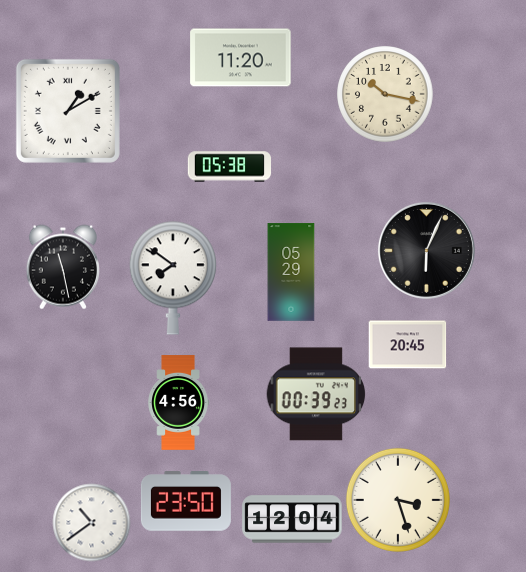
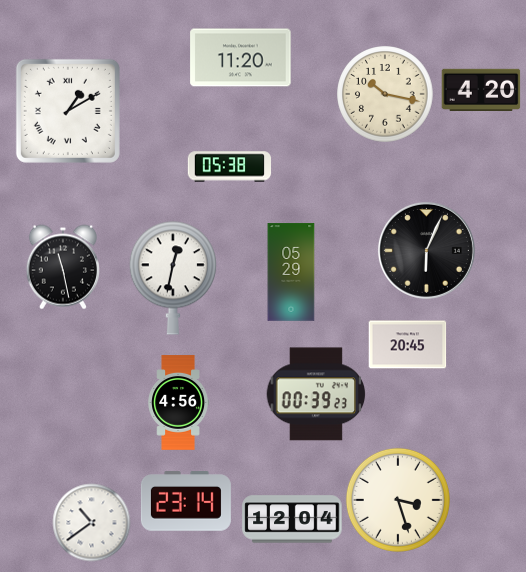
clock at (481, 89): none -> 4:20
clock at (173, 278): 7:51 -> 12:32
clock at (186, 501): 23:50 -> 23:14
